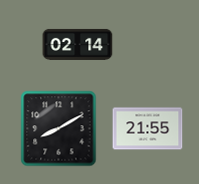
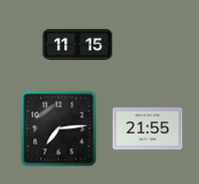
clock at (78, 44): 02:14 -> 11:15
clock at (59, 129): 8:10 -> 7:14
